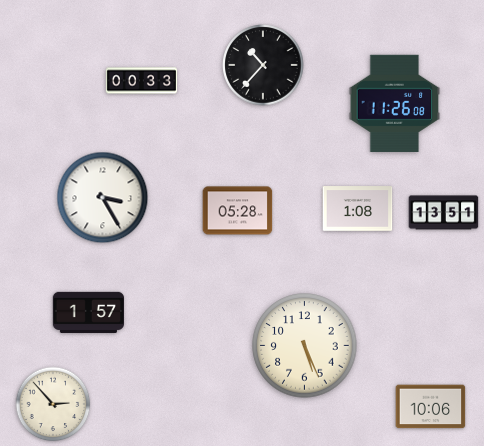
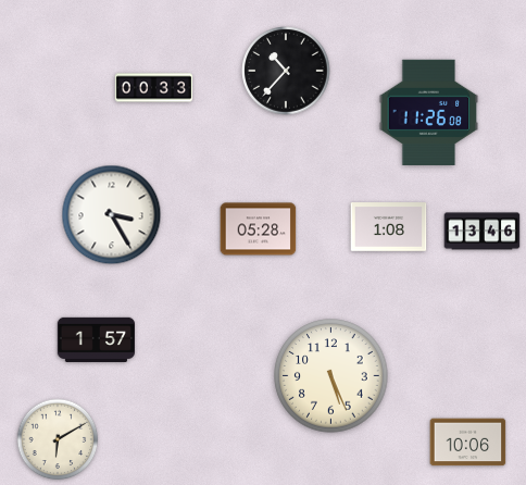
clock at (444, 213): 13:51 -> 13:46
clock at (53, 404): 2:53 -> 6:10
